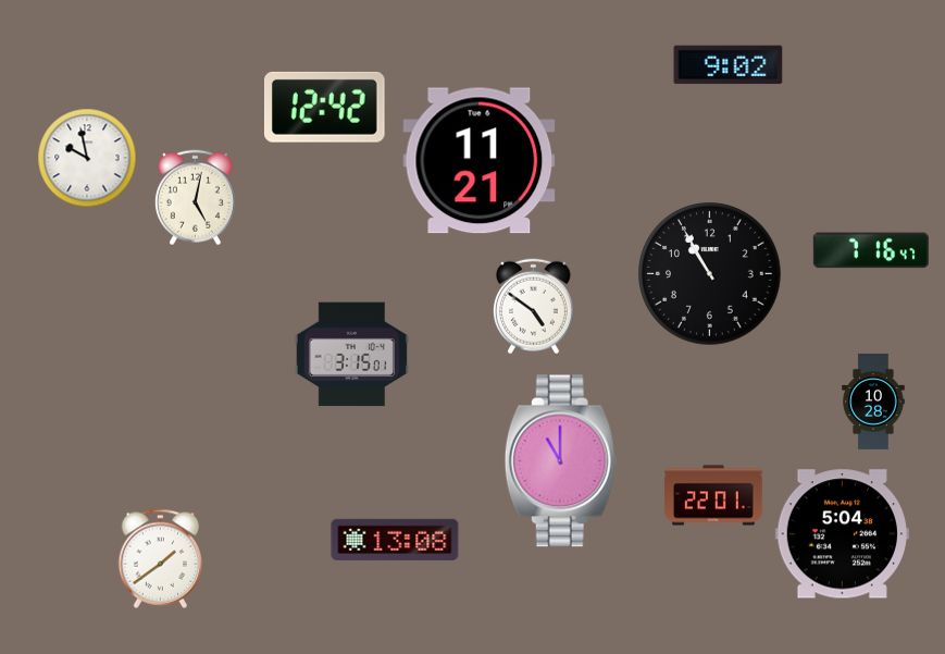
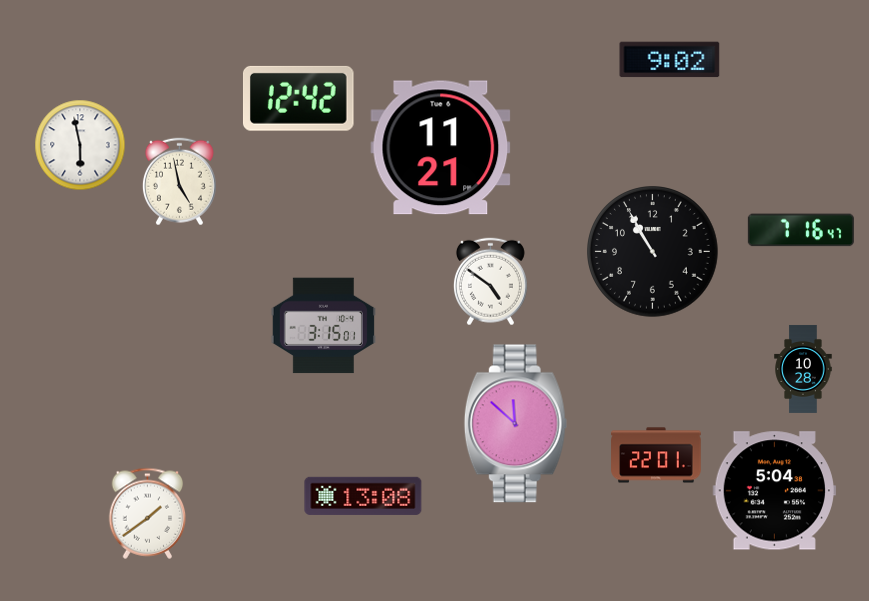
clock at (87, 158): 9:58 -> 5:58
clock at (195, 198): 5:02 -> 4:58
clock at (560, 461): 11:00 -> 11:52
